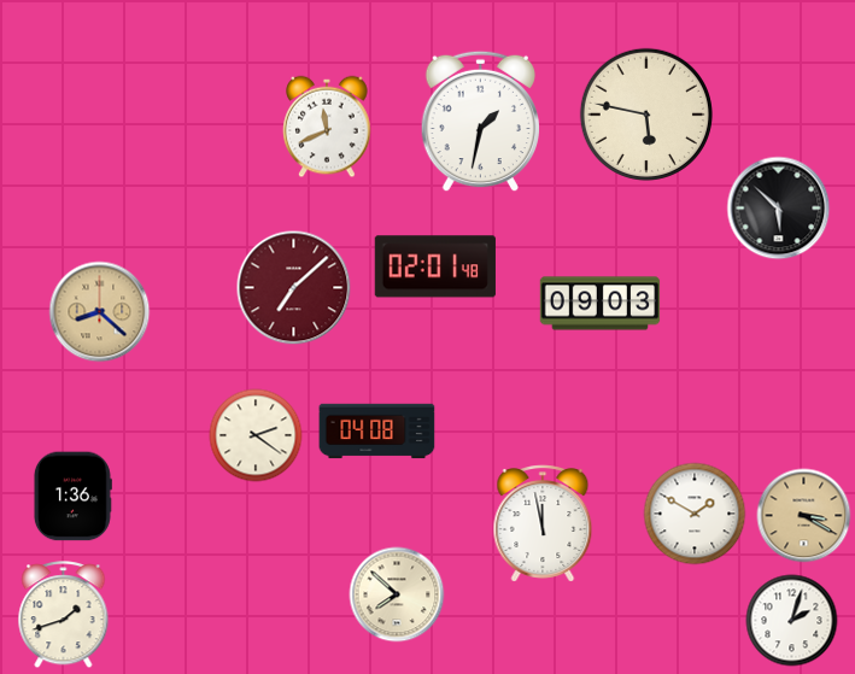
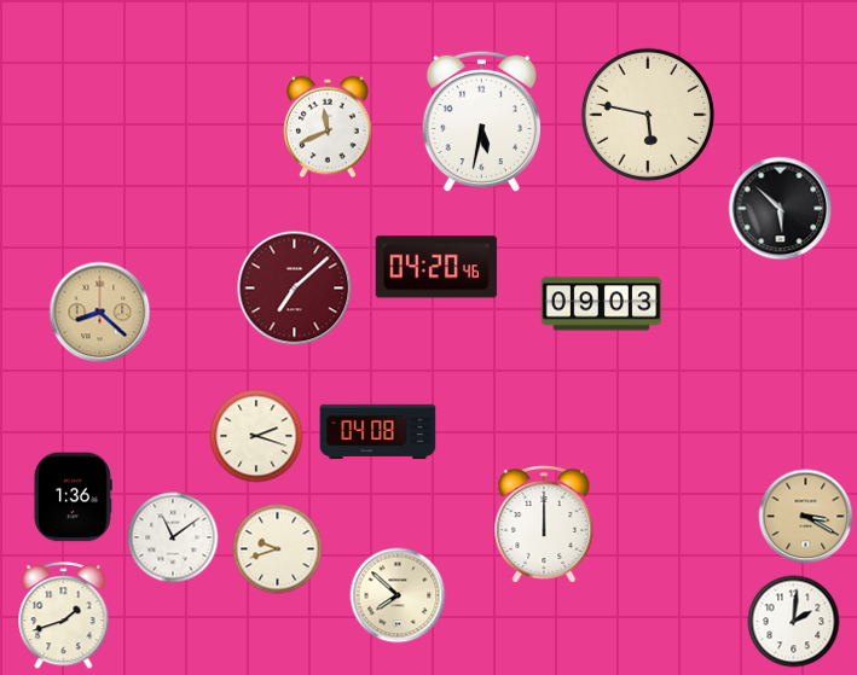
clock at (481, 122): 1:32 -> 5:32
clock at (435, 266): 02:01 -> 04:20
clock at (256, 435): 2:21 -> 2:18
clock at (695, 514): 1:50 -> none
clock at (543, 523): 11:58 -> 12:00
clock at (173, 537): none -> 11:09
clock at (278, 549): none -> 9:42
clock at (792, 621): 2:03 -> 2:01
